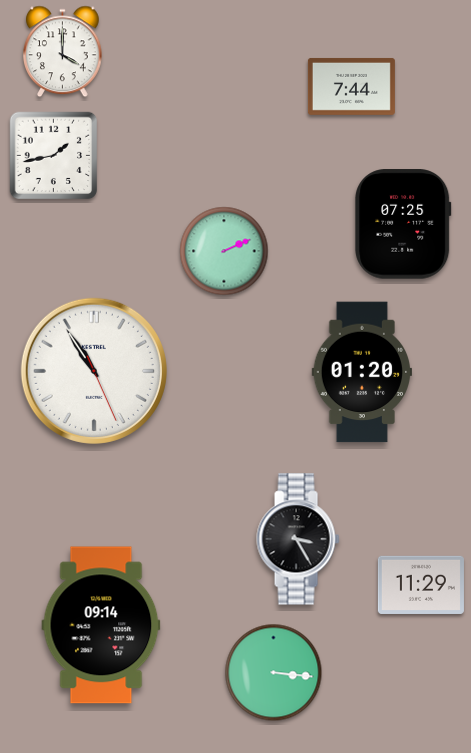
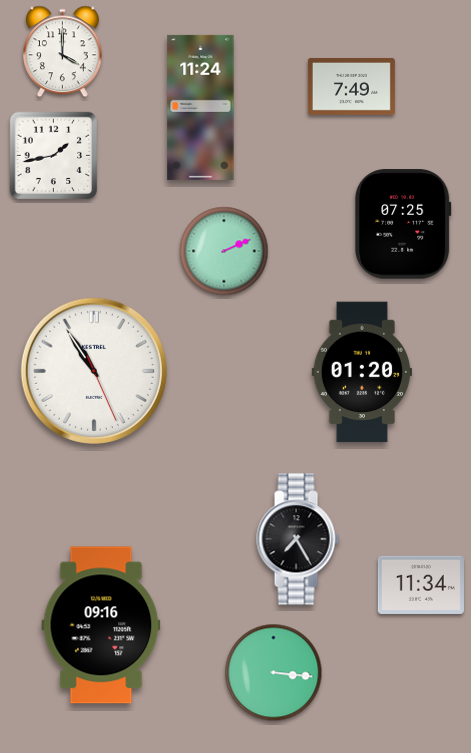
clock at (351, 86): 7:44 -> 7:49
clock at (201, 107): none -> 11:24
clock at (298, 539): 3:25 -> 7:25
clock at (421, 585): 11:29 -> 11:34
clock at (101, 625): 09:14 -> 09:16
